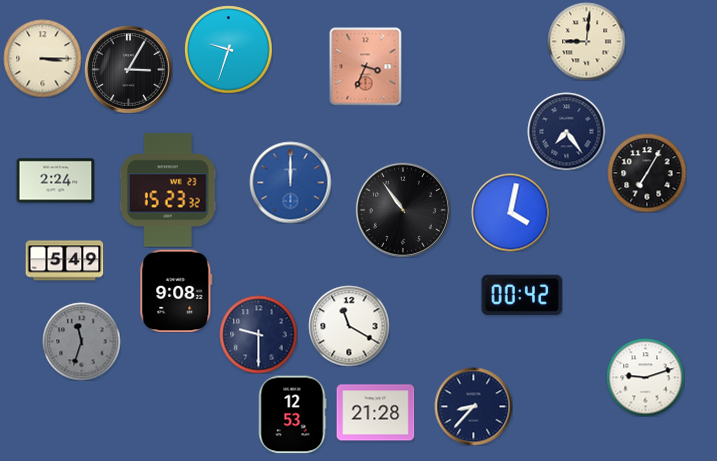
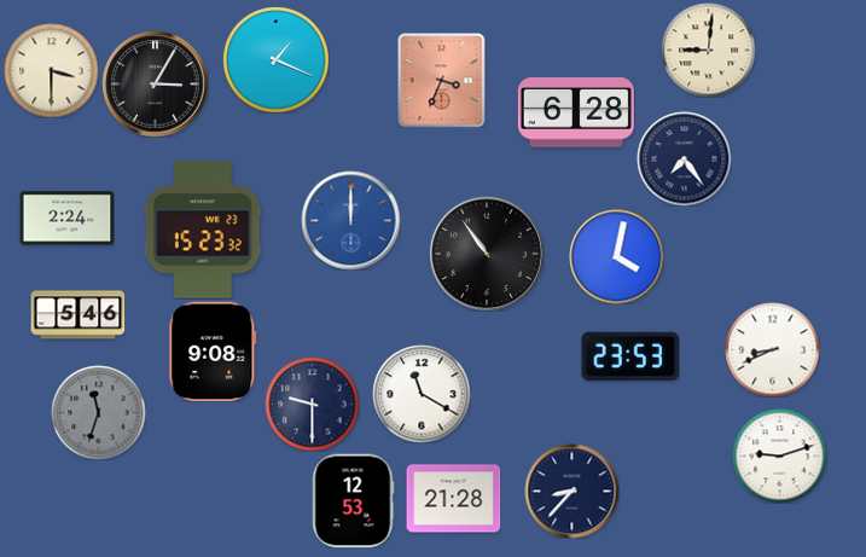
clock at (228, 49): 9:33 -> 1:19
clock at (42, 58): 3:15 -> 3:30
clock at (576, 114): none -> 6:28
clock at (647, 173): 7:05 -> none
clock at (64, 261): 5:49 -> 5:46
clock at (772, 349): none -> 8:41
clock at (522, 295): 00:42 -> 23:53
